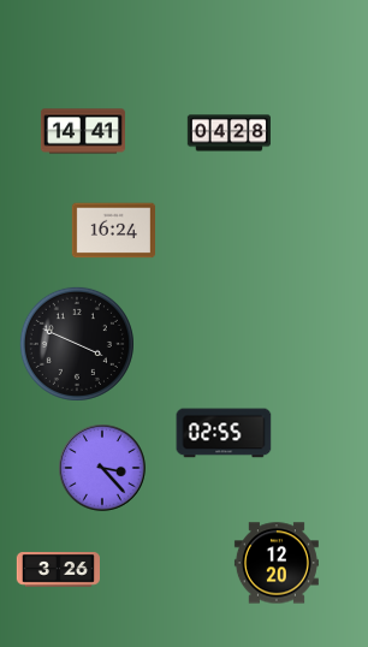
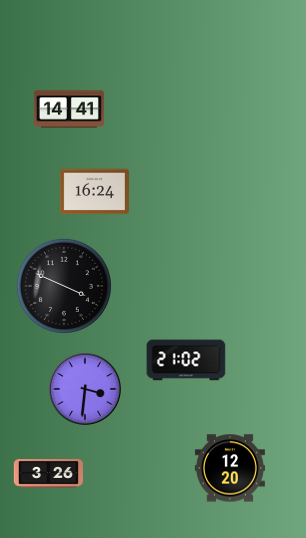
clock at (228, 133): 04:28 -> none
clock at (224, 433): 02:55 -> 21:02
clock at (103, 469): 3:23 -> 3:31
